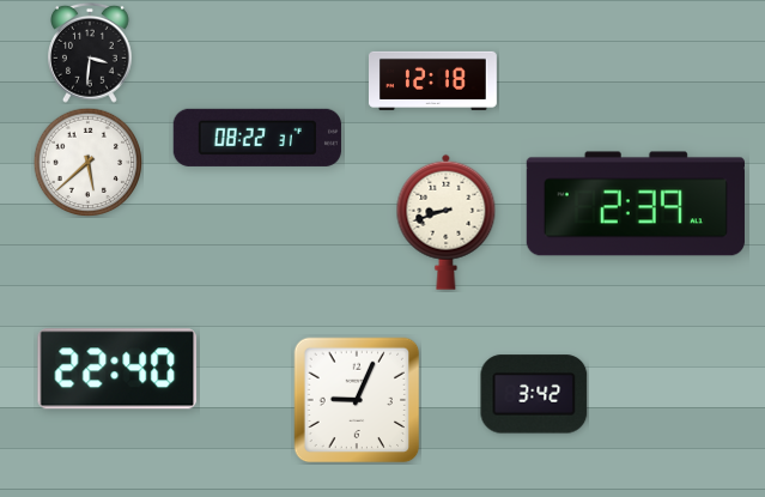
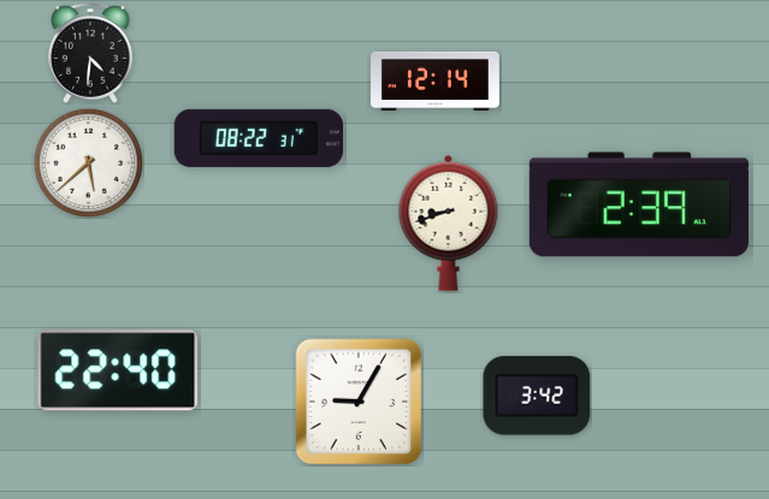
clock at (91, 53): 3:31 -> 4:31
clock at (433, 80): 12:18 -> 12:14
clock at (357, 400): 9:04 -> 9:05
